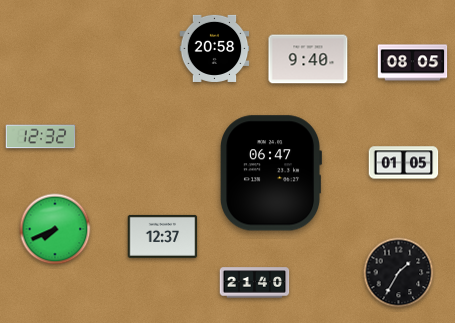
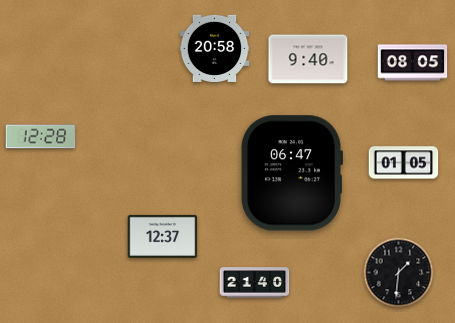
clock at (41, 137): 12:32 -> 12:28
clock at (271, 173) position: (271, 173) -> (292, 173)
clock at (55, 229): 7:41 -> none
clock at (399, 273): 1:35 -> 1:31
